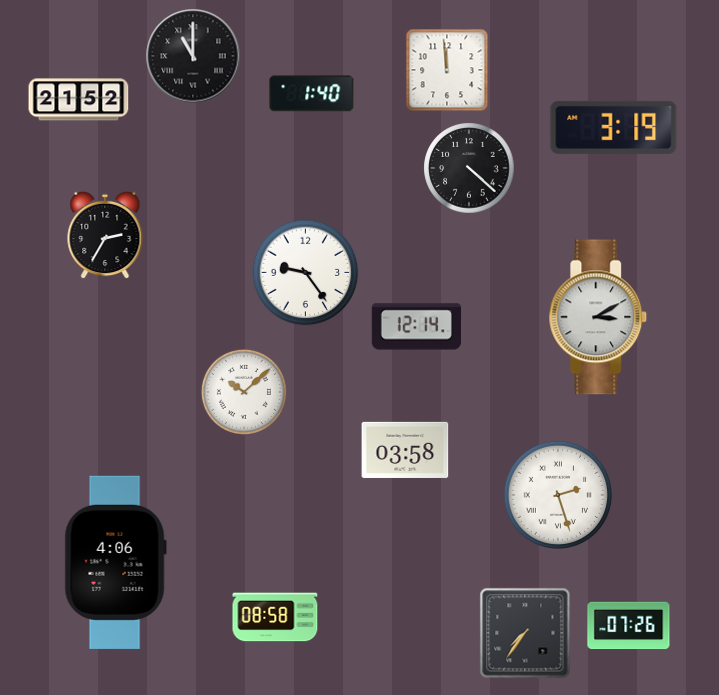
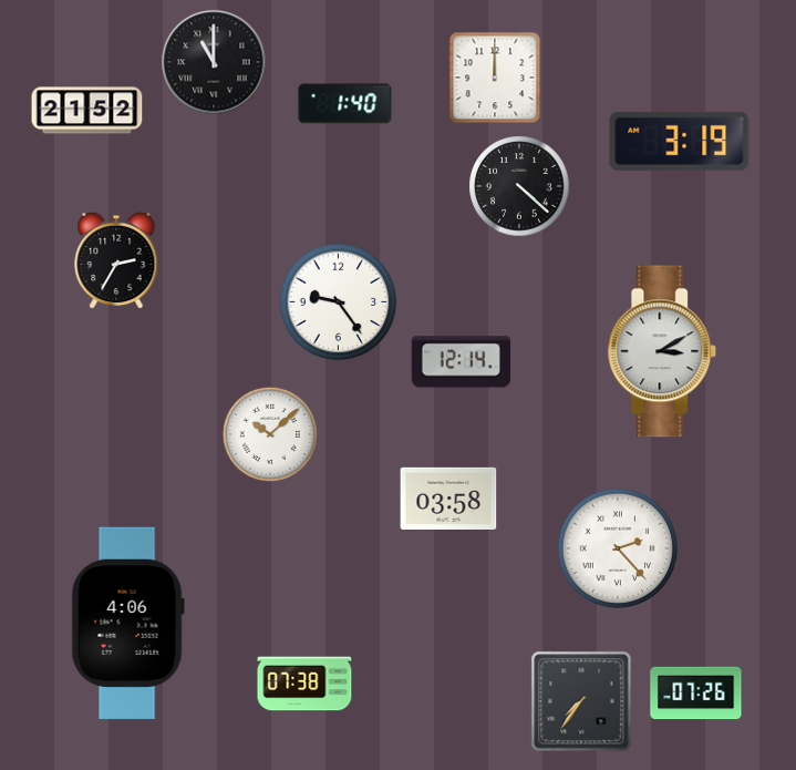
clock at (447, 70): 11:59 -> 12:00
clock at (557, 494): 2:27 -> 2:23
clock at (275, 617): 08:58 -> 07:38
